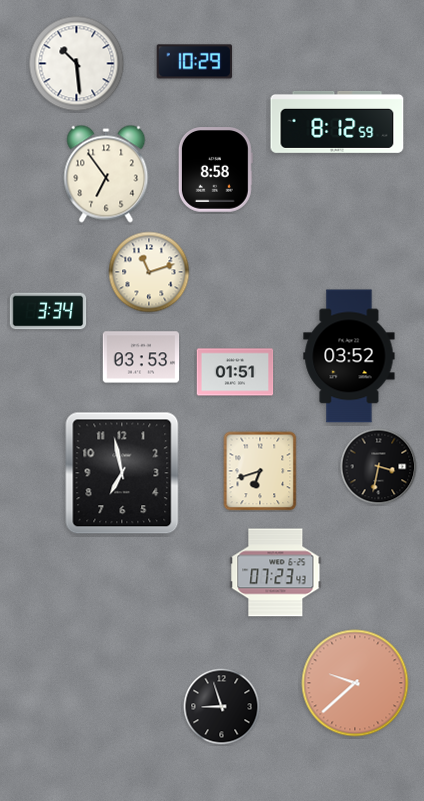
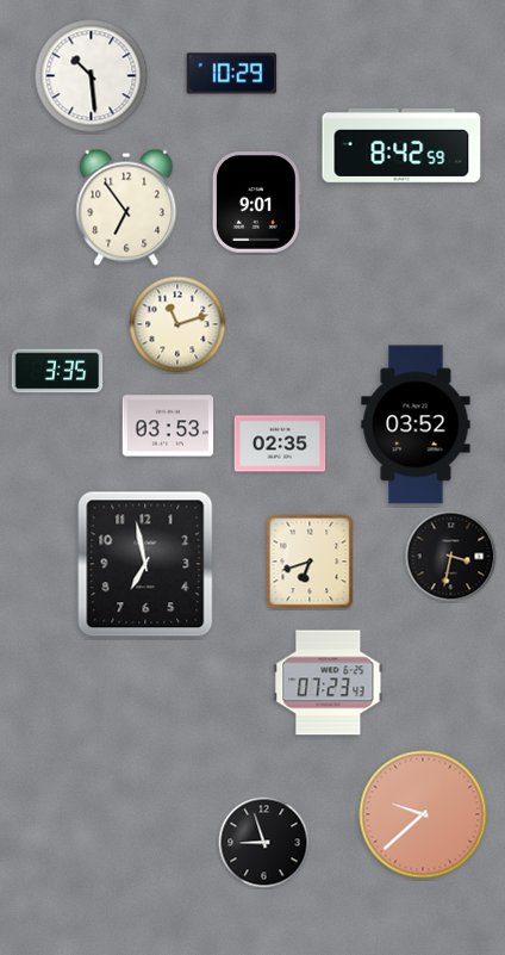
clock at (337, 122): 8:12 -> 8:42
clock at (215, 170): 8:58 -> 9:01
clock at (48, 311): 3:34 -> 3:35
clock at (235, 372): 01:51 -> 02:35
